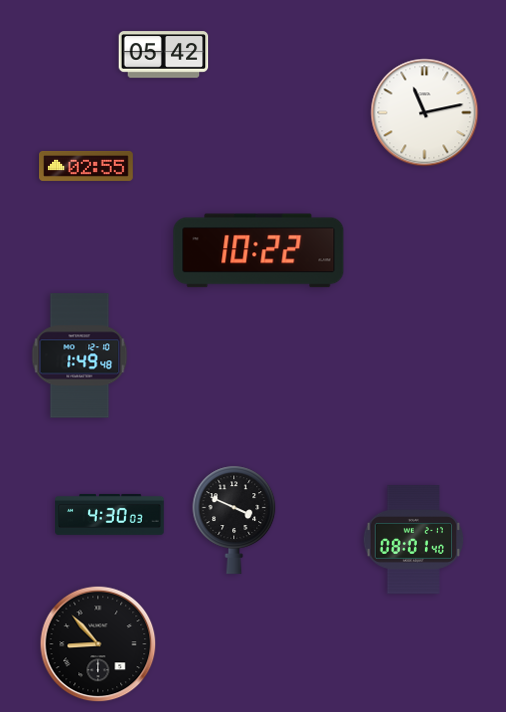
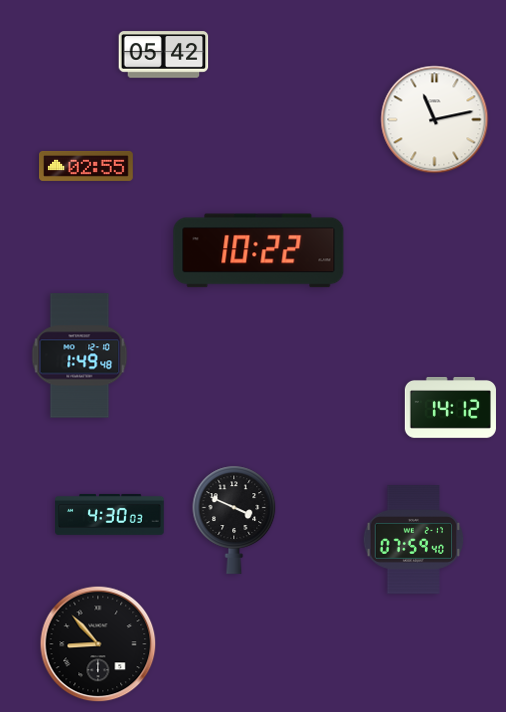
clock at (425, 113) position: (425, 113) -> (435, 120)
clock at (450, 407): none -> 14:12
clock at (414, 540): 08:01 -> 07:59
